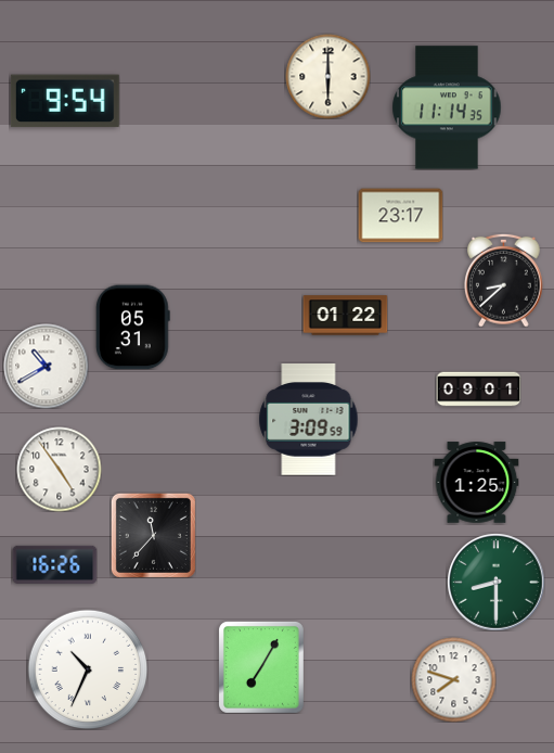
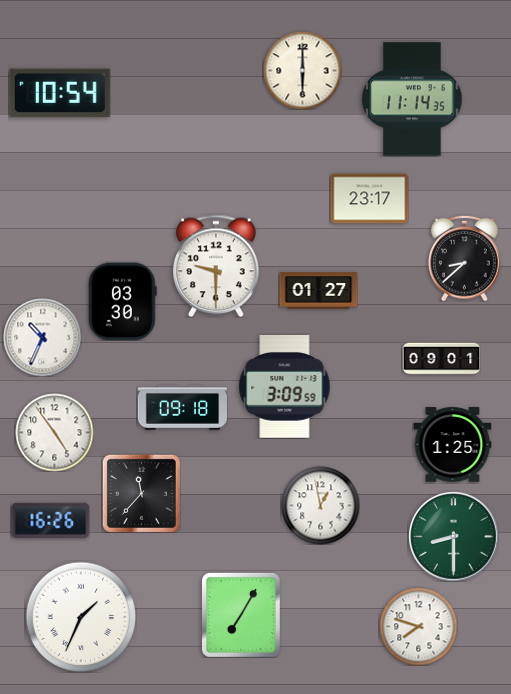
clock at (65, 101): 9:54 -> 10:54
clock at (217, 266): none -> 9:30
clock at (345, 316): 01:22 -> 01:27
clock at (133, 327): 05:31 -> 03:30
clock at (46, 366): 10:40 -> 10:34
clock at (182, 408): none -> 09:18
clock at (476, 483) position: (476, 483) -> (452, 445)
clock at (320, 505): none -> 12:58
clock at (495, 582) position: (495, 582) -> (453, 536)
clock at (88, 669): 10:34 -> 1:34
